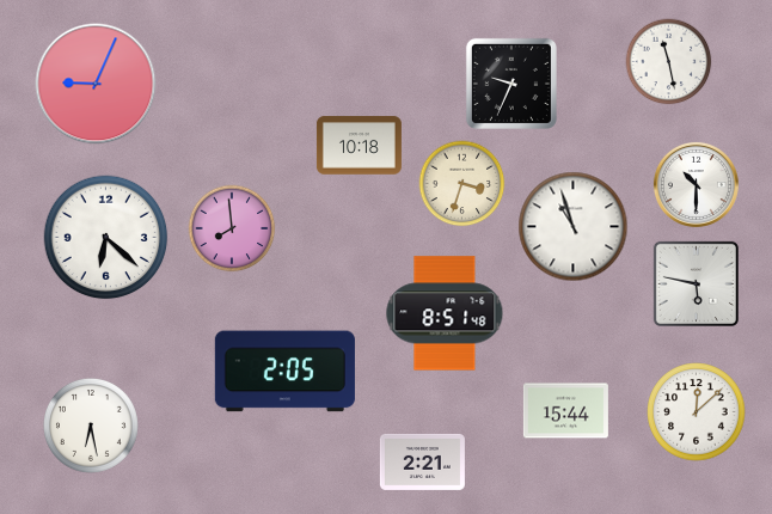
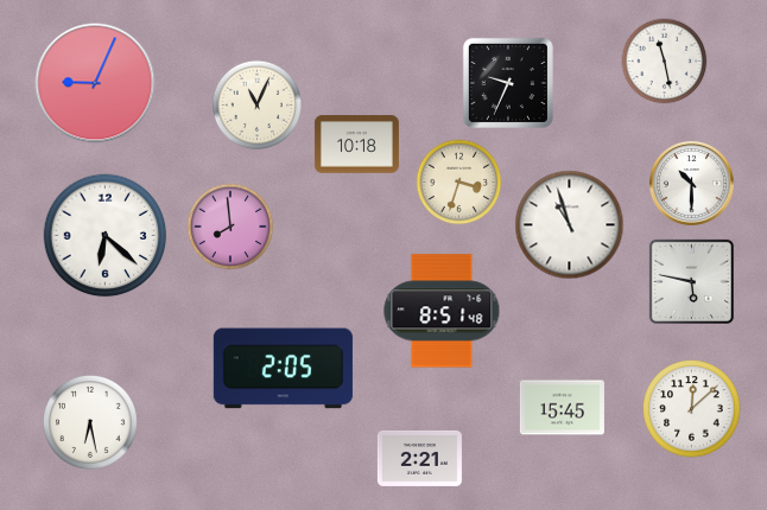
clock at (256, 104): none -> 11:04
clock at (565, 411): 15:44 -> 15:45
